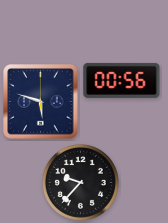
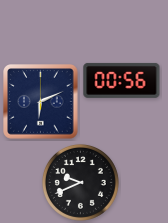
clock at (41, 102): 5:48 -> 6:11
clock at (80, 182): 9:37 -> 9:41
